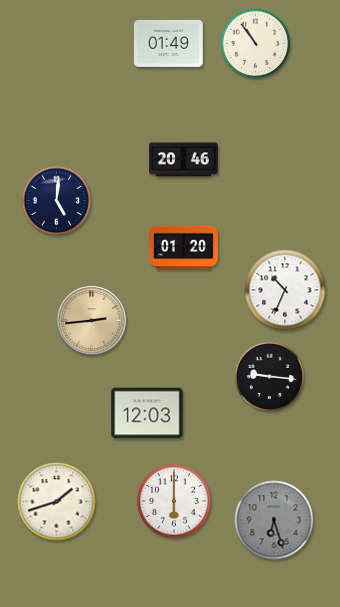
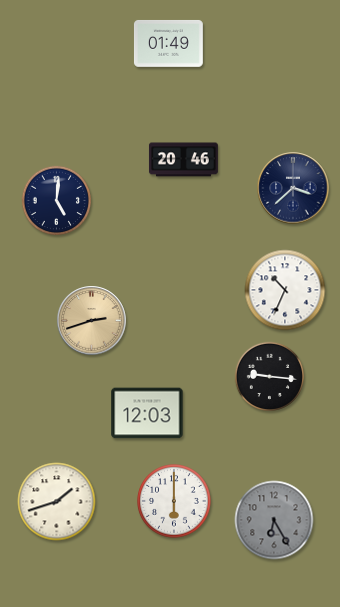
clock at (255, 43): 10:54 -> none
clock at (293, 188): none -> 3:38
clock at (184, 248): 01:20 -> none
clock at (92, 321): 2:44 -> 2:42
clock at (274, 520): 6:27 -> 6:25
